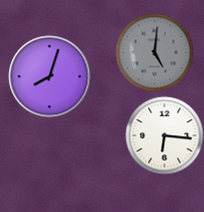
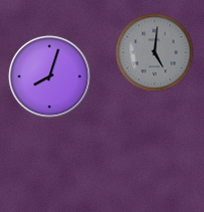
clock at (164, 135): 6:16 -> none
